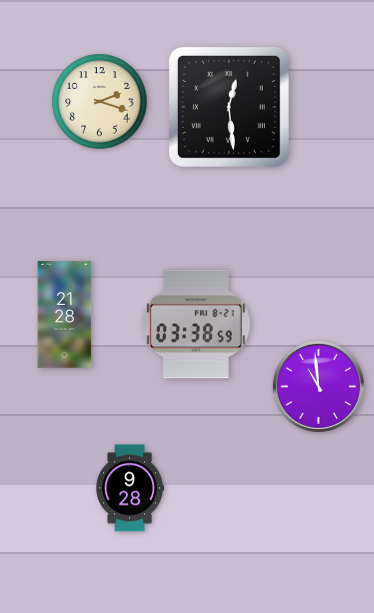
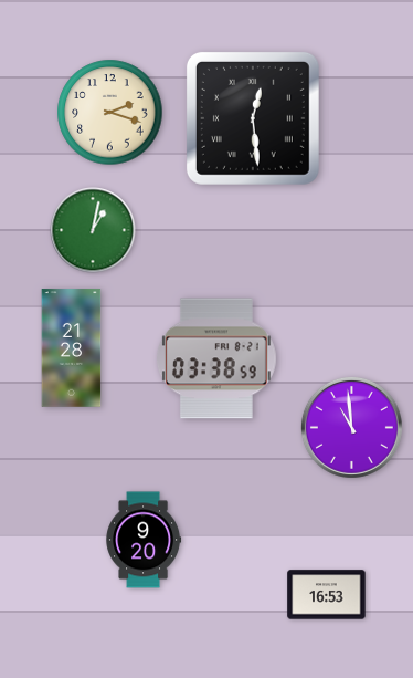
clock at (93, 230): none -> 1:02
clock at (130, 488): 9:28 -> 9:20
clock at (327, 595): none -> 16:53
